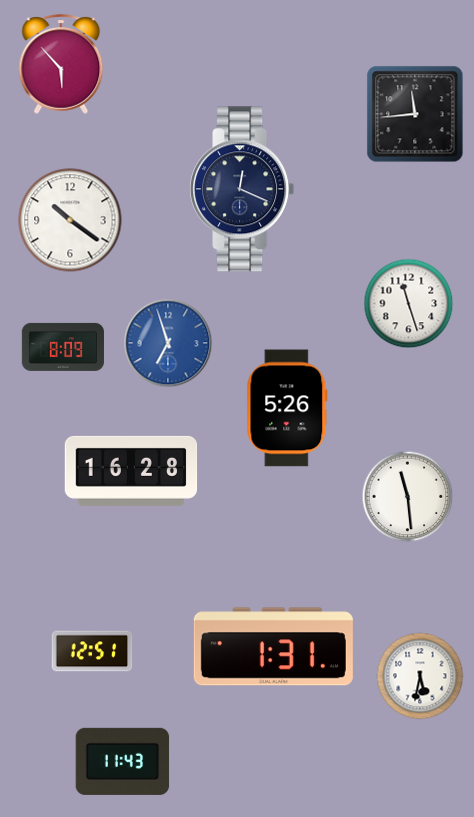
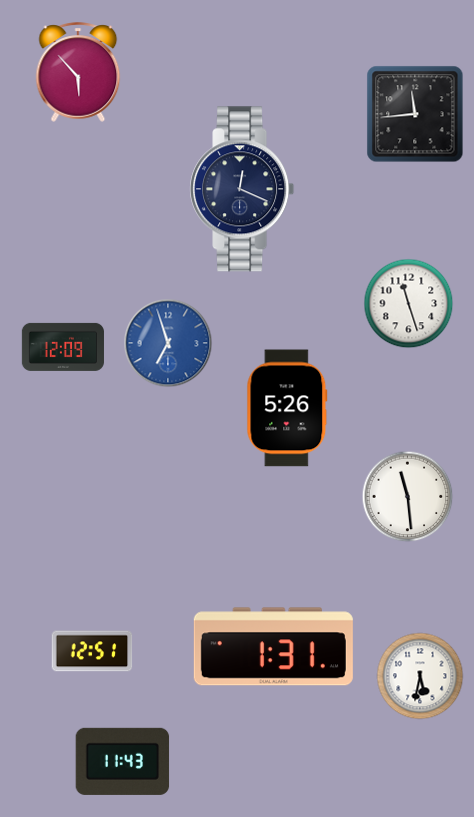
clock at (61, 64) position: (61, 64) -> (78, 72)
clock at (70, 220): 10:21 -> none
clock at (63, 347): 8:09 -> 12:09
clock at (131, 471): 16:28 -> none
